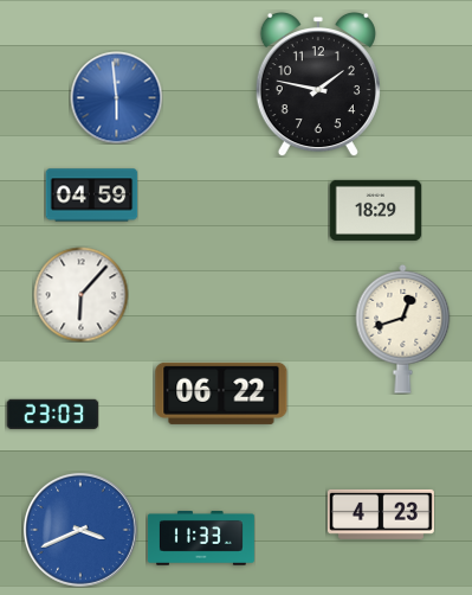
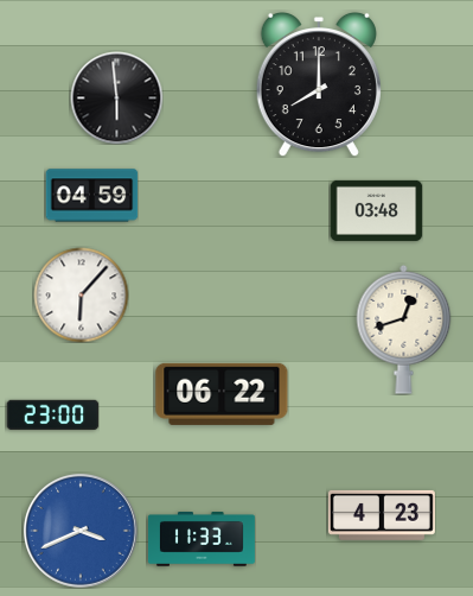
clock at (318, 84): 1:47 -> 8:00
clock at (116, 97) dial: blue -> black
clock at (375, 210): 18:29 -> 03:48
clock at (52, 415): 23:03 -> 23:00
